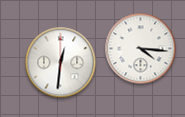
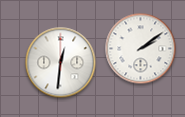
clock at (141, 49): 4:16 -> 2:09
